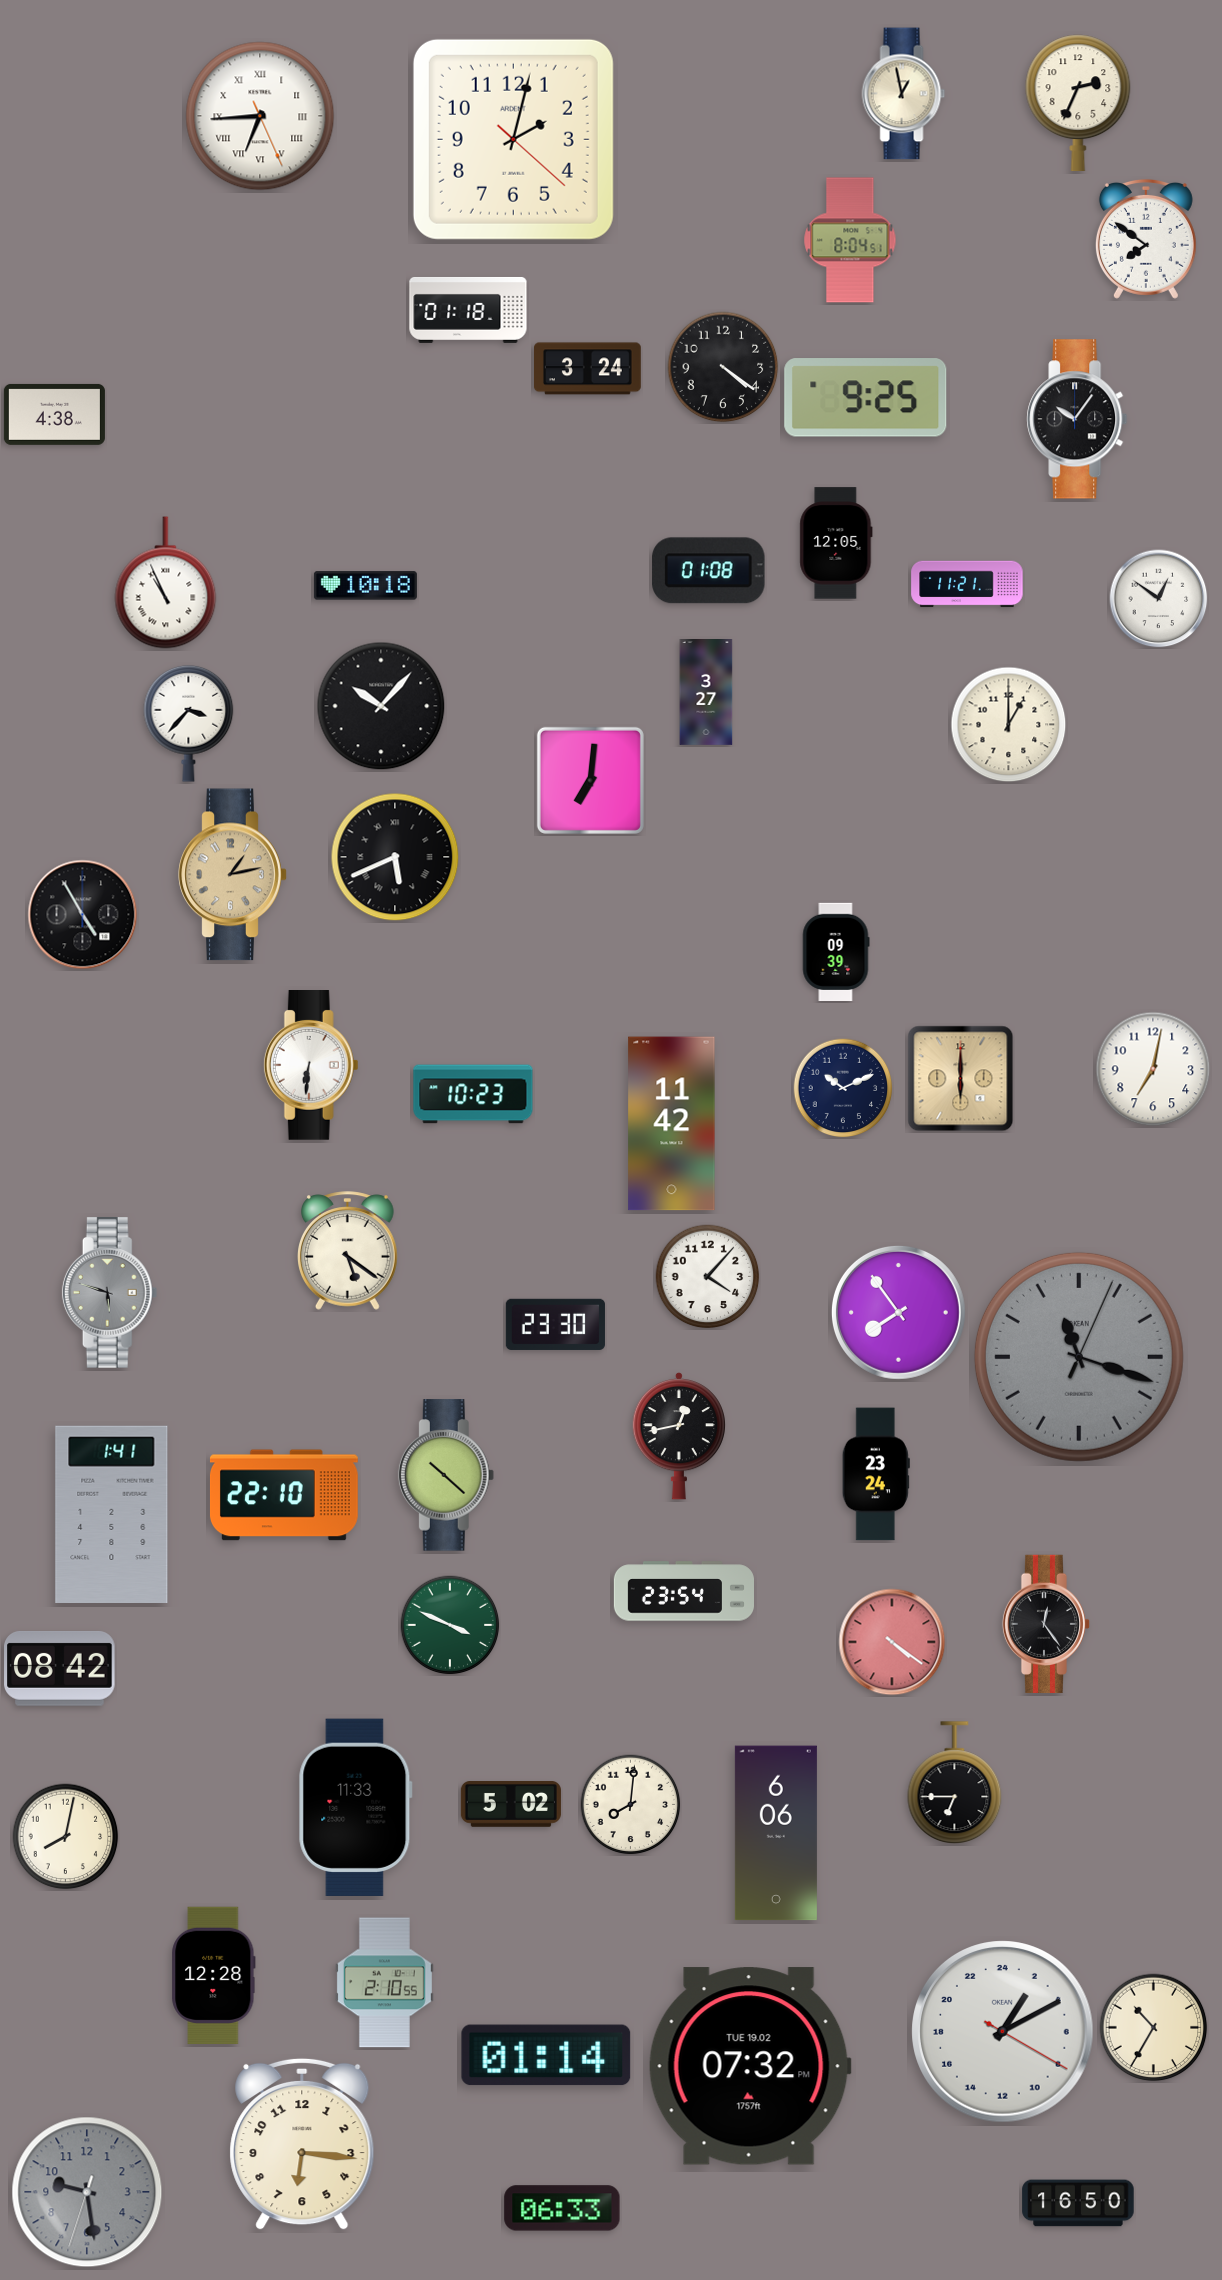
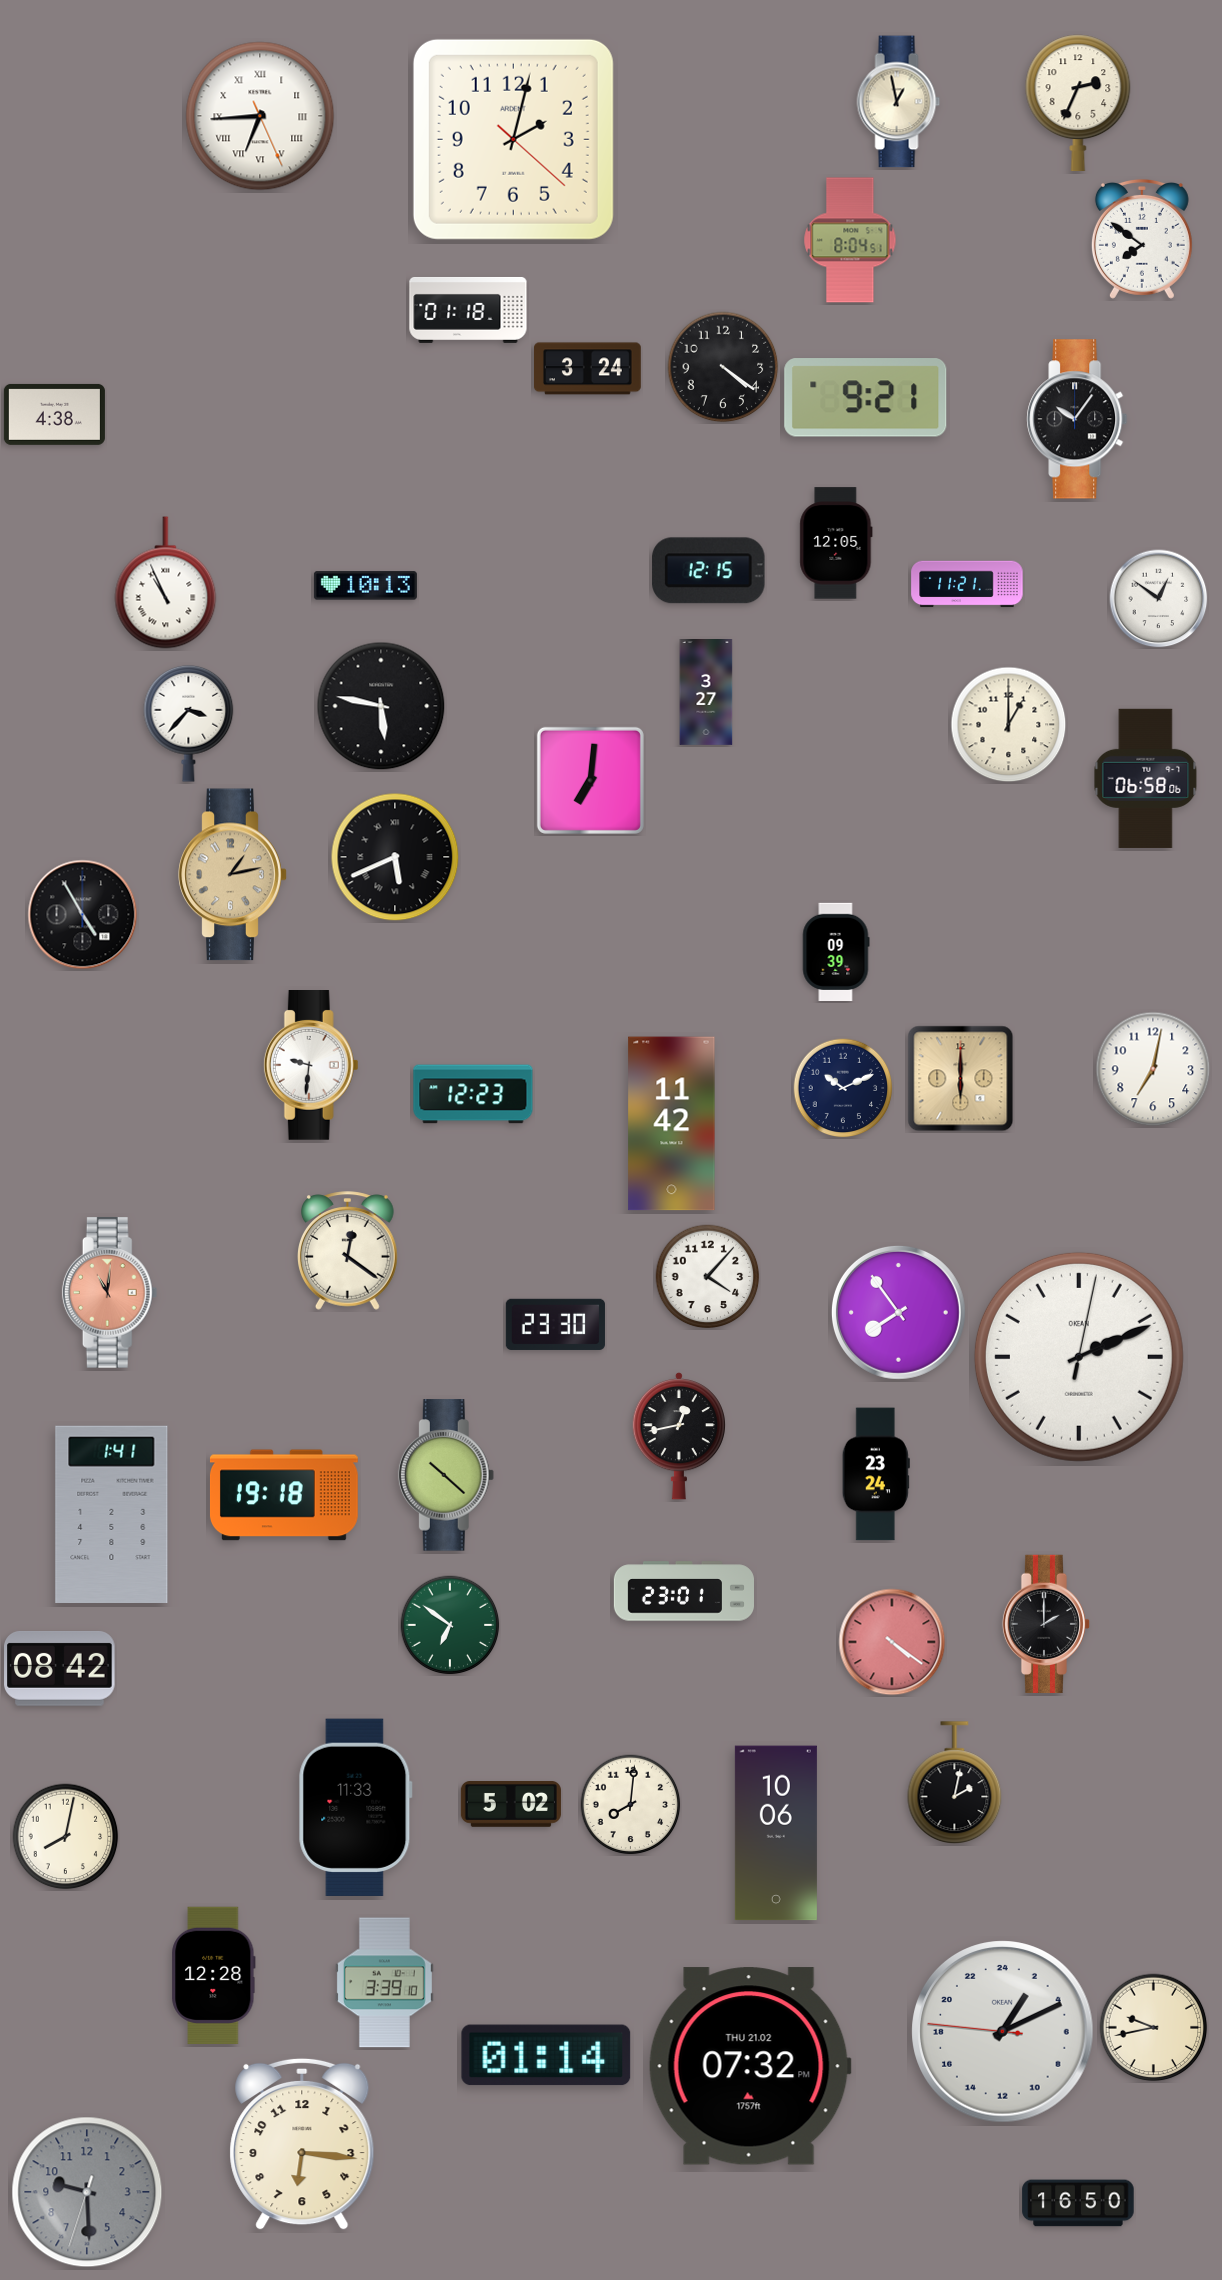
clock at (904, 94) position: (904, 94) -> (899, 102)
clock at (1146, 239) position: (1146, 239) -> (1142, 239)
clock at (866, 398): 9:25 -> 9:21
clock at (709, 571): 01:08 -> 12:15
clock at (365, 586): 10:18 -> 10:13
clock at (381, 706): 10:07 -> 5:47
clock at (1146, 778): none -> 06:58
clock at (311, 1066): 6:31 -> 9:31
clock at (473, 1094): 10:23 -> 12:23
clock at (348, 1251): 5:21 -> 12:21
clock at (110, 1293): 5:48 -> 11:01
clock at (110, 1293) dial: grey -> salmon
clock at (1079, 1357): 11:18 -> 2:11
clock at (1079, 1357) dial: grey -> white
clock at (284, 1495): 22:10 -> 19:18
clock at (683, 1591): 23:54 -> 23:01
clock at (1046, 1623): 12:24 -> 2:00
clock at (450, 1625): 3:49 -> 6:51
clock at (955, 1782): 6:45 -> 2:02
clock at (776, 1833): 6:06 -> 10:06
clock at (384, 1983): 2:10 -> 3:39
clock at (1154, 2028): 10:35 -> 9:43
clock at (1003, 2032): 2:10:20 -> 2:10:46
clock at (750, 2066) date: TUE 19.02 -> THU 21.02
clock at (87, 2192): 9:28 -> 9:29
clock at (562, 2208): 06:33 -> none
